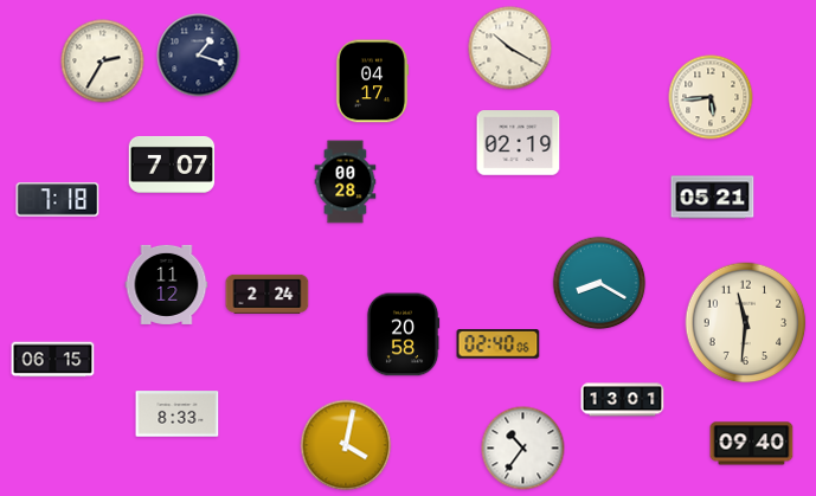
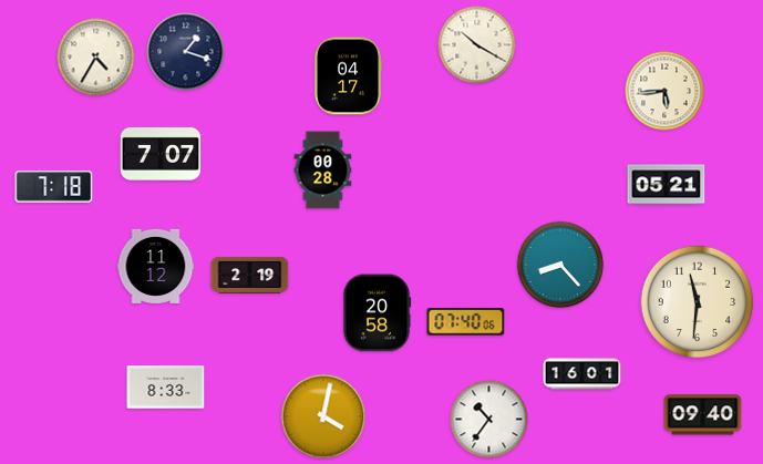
clock at (103, 62): 2:35 -> 4:35
clock at (519, 143): 02:19 -> none
clock at (599, 283): 8:20 -> 8:23
clock at (268, 294): 2:24 -> 2:19
clock at (499, 344): 02:40 -> 07:40
clock at (53, 360): 06:15 -> none
clock at (623, 400): 13:01 -> 16:01
